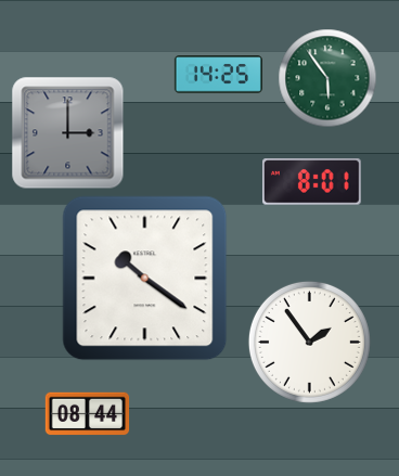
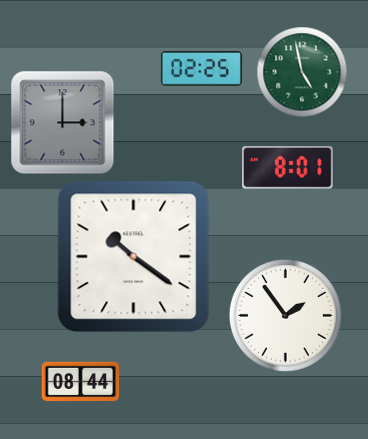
clock at (218, 75): 14:25 -> 02:25
clock at (327, 78): 5:54 -> 4:58
